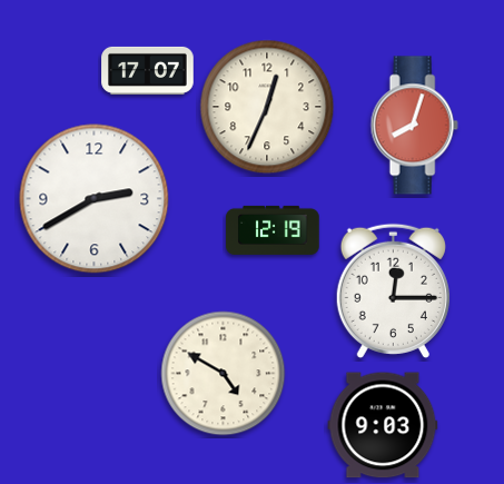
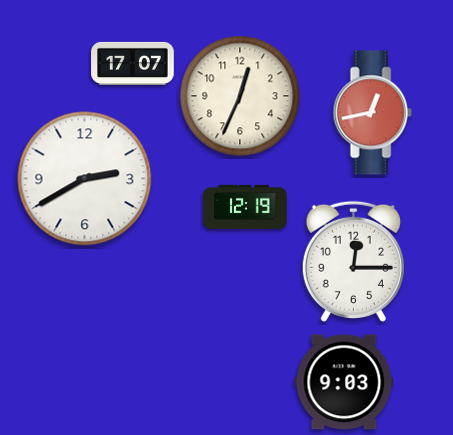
clock at (414, 126): 8:03 -> 12:43
clock at (224, 374): 4:50 -> none
